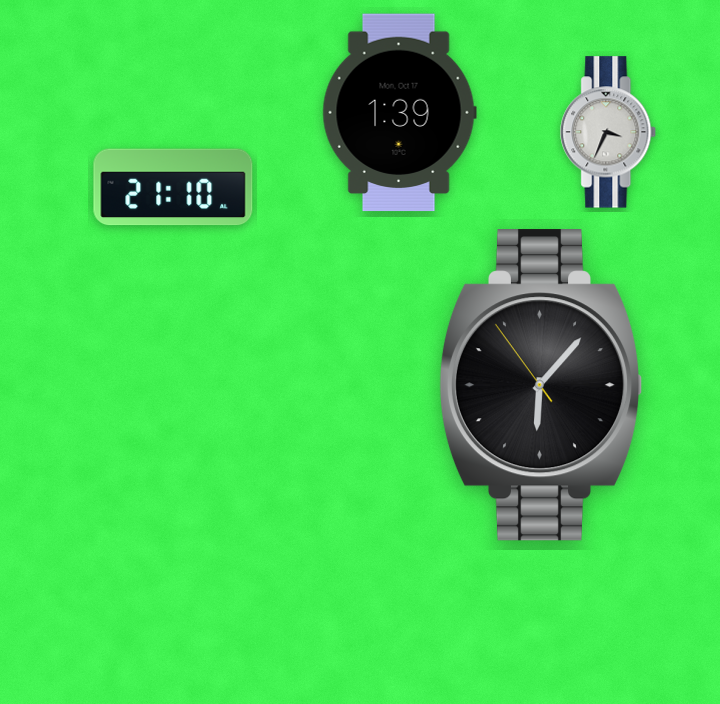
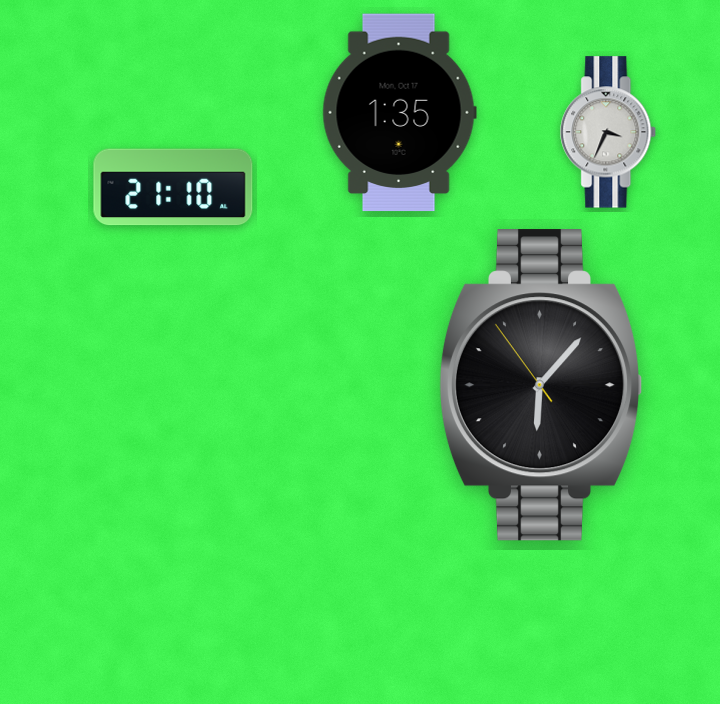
clock at (399, 113): 1:39 -> 1:35
